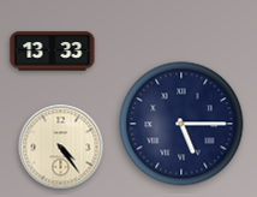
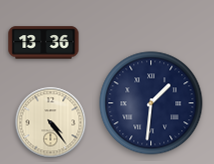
clock at (53, 52): 13:33 -> 13:36
clock at (181, 124): 5:15 -> 1:31
